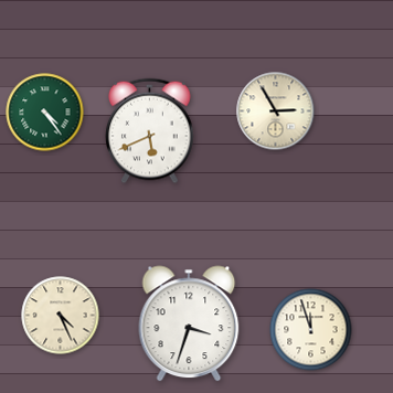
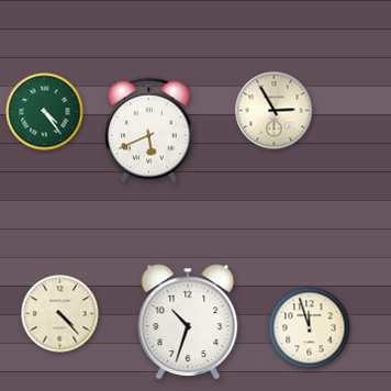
clock at (61, 316): 4:26 -> 4:23
clock at (189, 323): 3:33 -> 10:33
